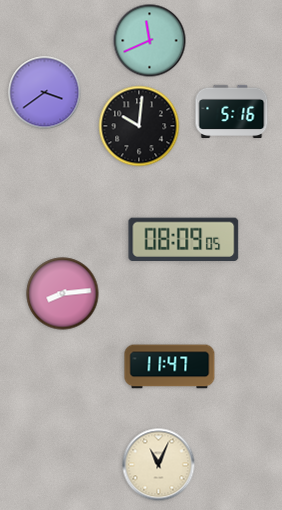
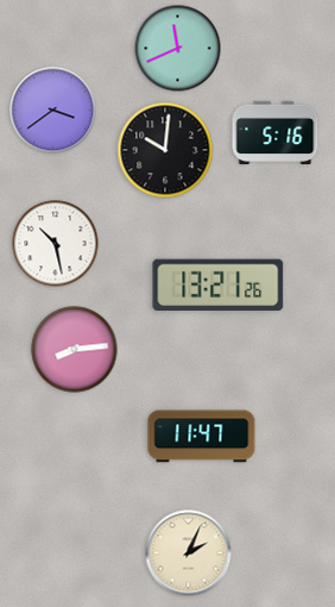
clock at (56, 244): none -> 10:28
clock at (184, 239): 08:09 -> 13:21
clock at (159, 465): 11:04 -> 2:04
